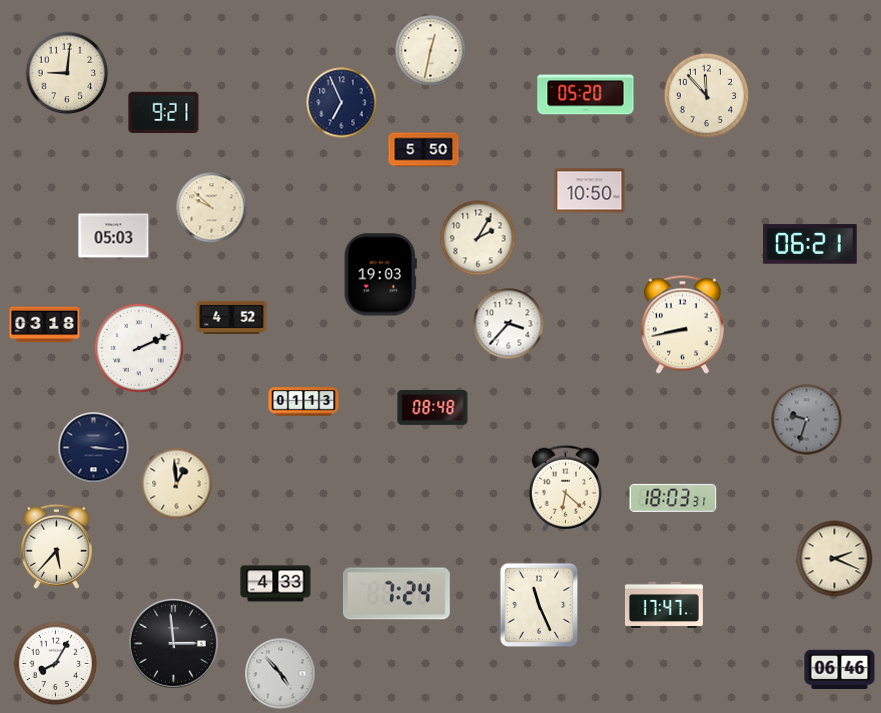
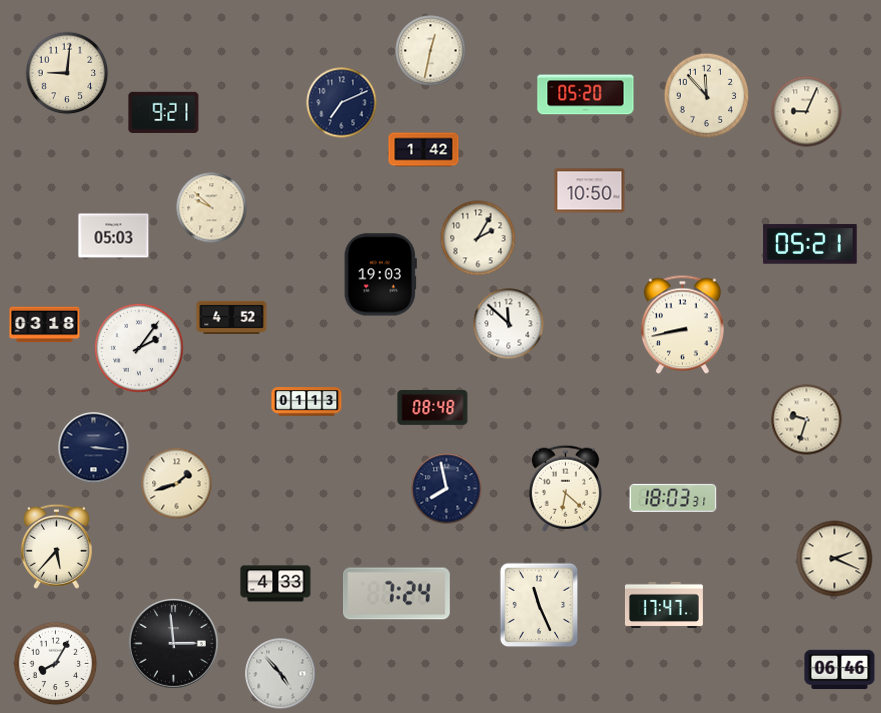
clock at (342, 103): 6:56 -> 7:11
clock at (807, 112): none -> 9:04
clock at (424, 150): 5:50 -> 1:42
clock at (810, 244): 06:21 -> 05:21
clock at (509, 324): 3:37 -> 11:52
clock at (139, 348): 2:11 -> 2:06
clock at (304, 402) position: (304, 402) -> (307, 402)
clock at (807, 420) dial: grey -> cream
clock at (177, 484): 12:59 -> 1:42
clock at (447, 489): none -> 7:58
